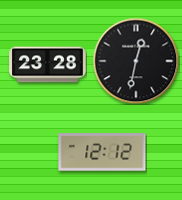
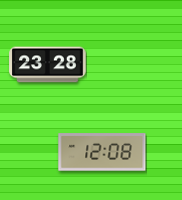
clock at (136, 61): 12:32 -> none
clock at (102, 152): 12:12 -> 12:08
